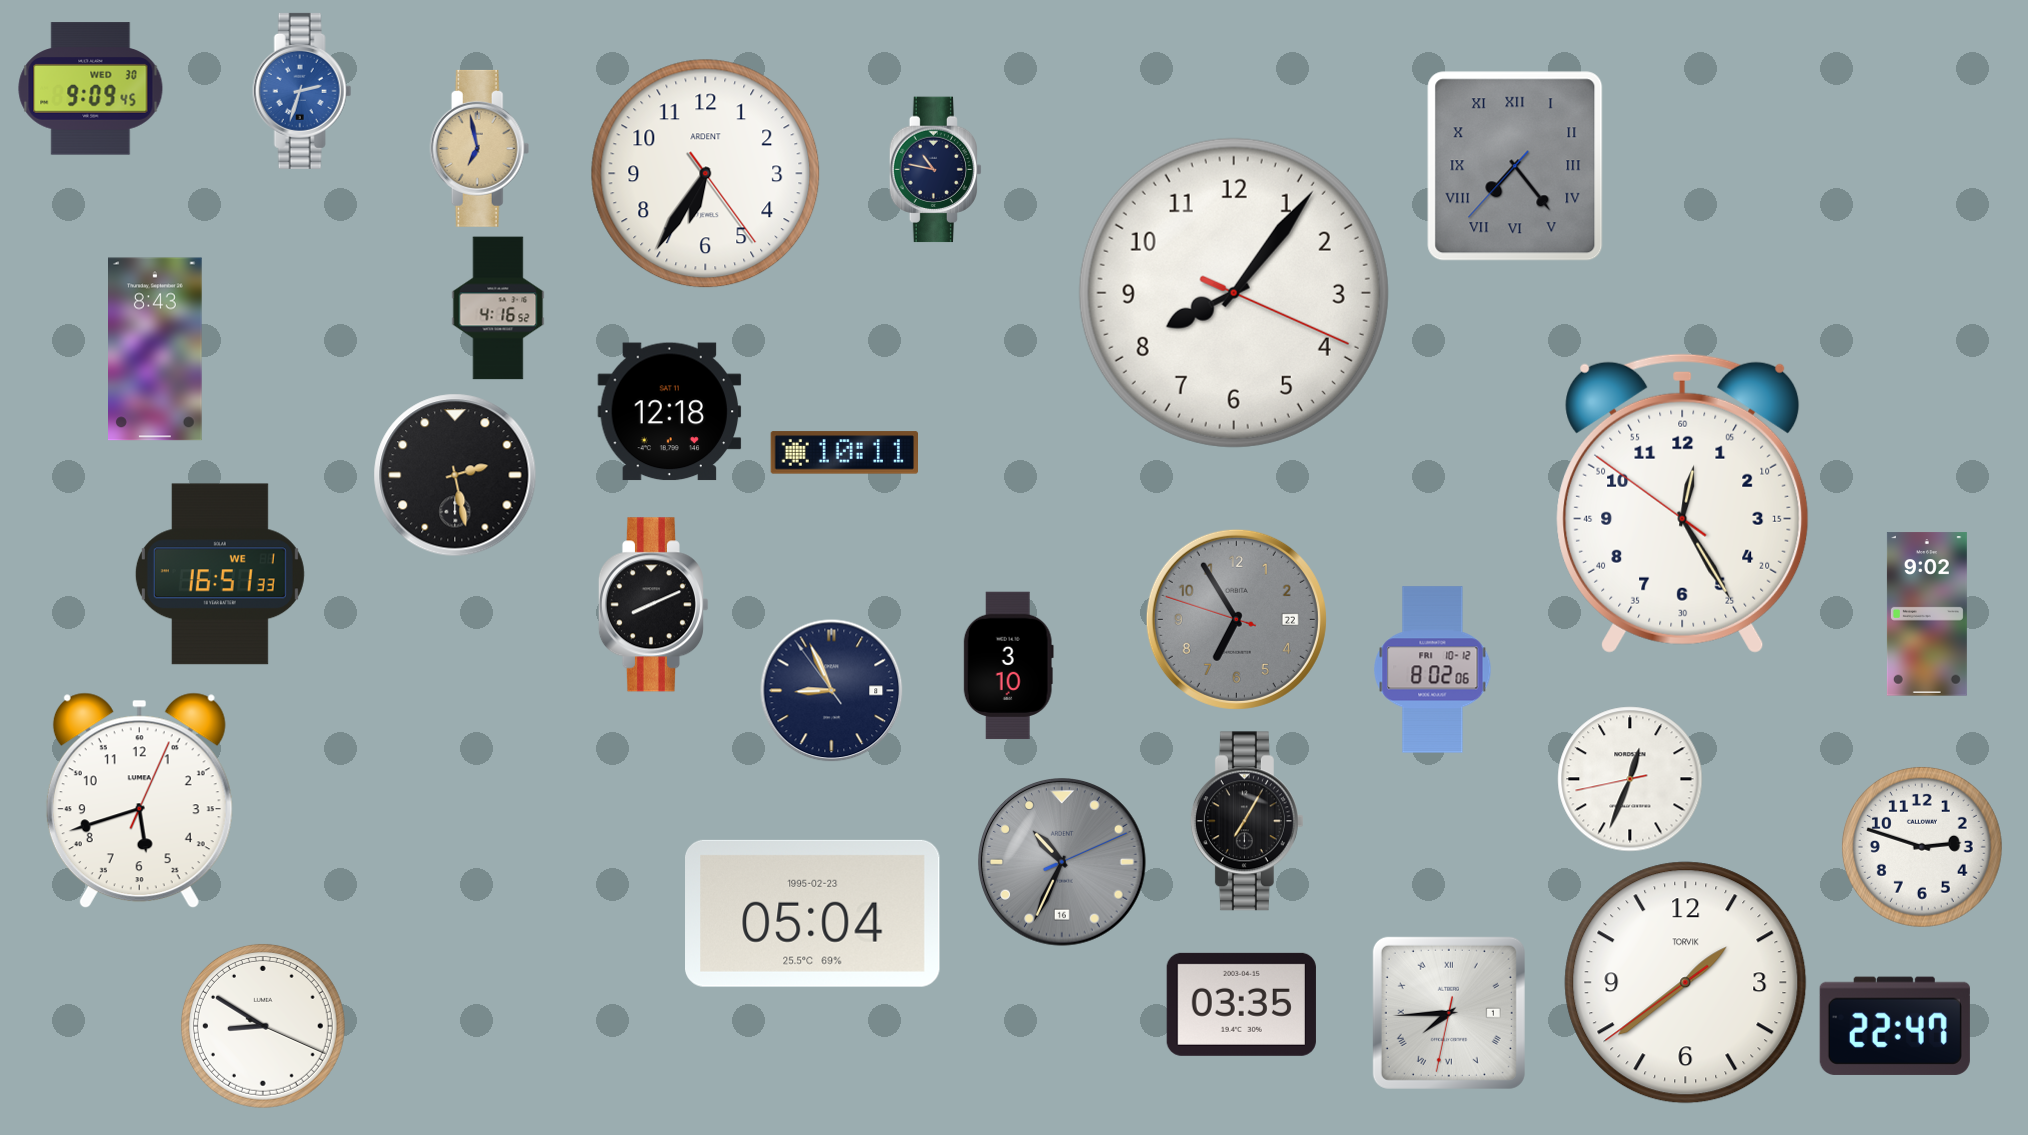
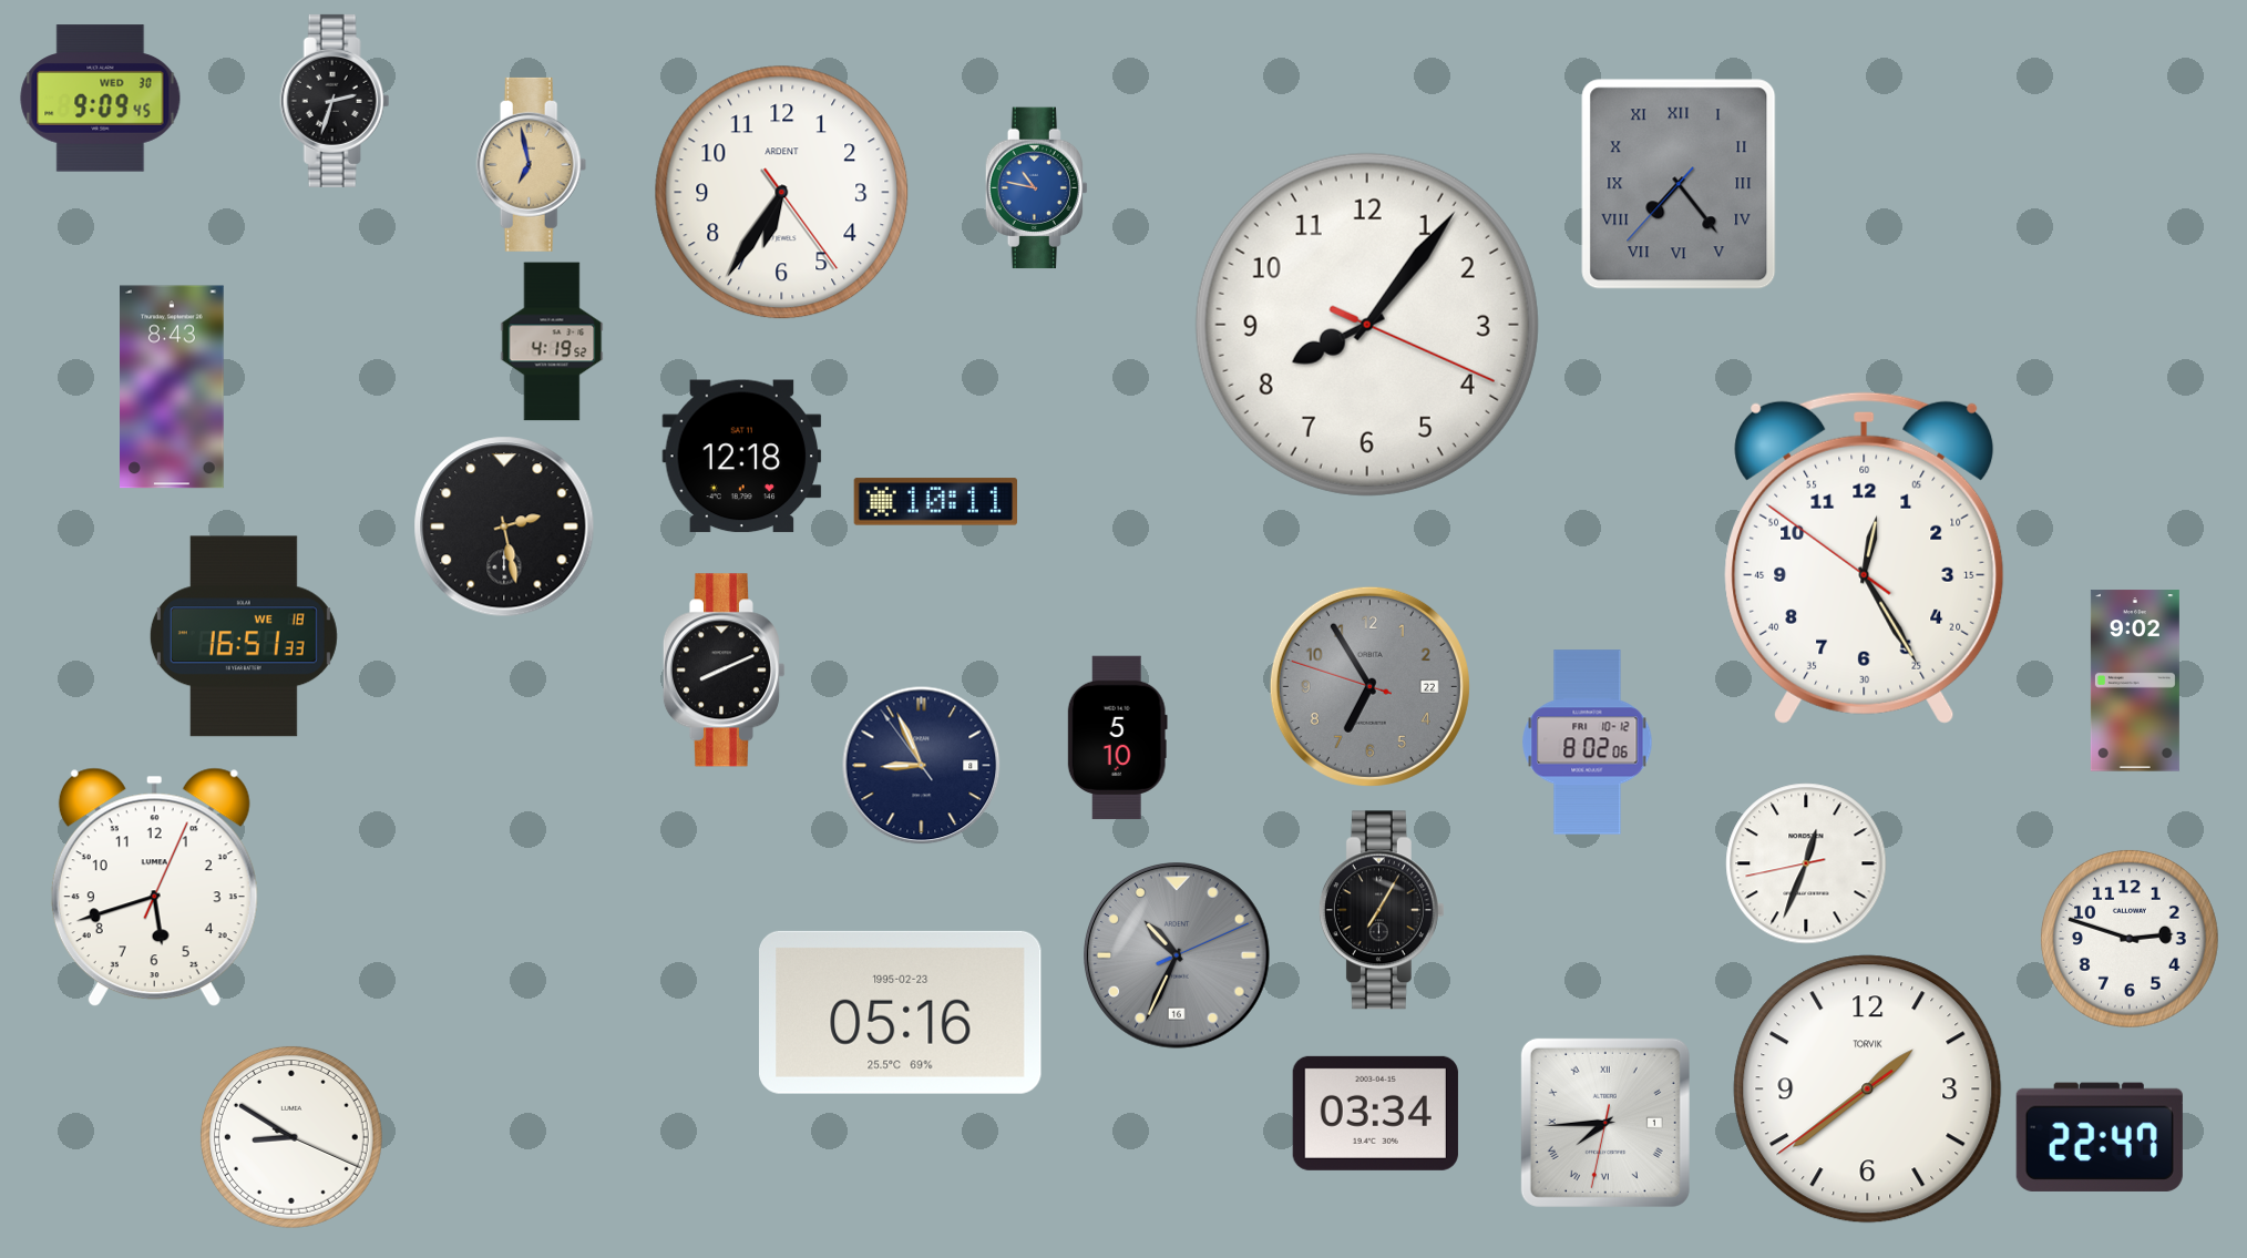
clock at (302, 91) dial: blue -> black
clock at (935, 170) dial: navy -> blue
clock at (498, 308): 4:16 -> 4:19
clock at (220, 574) date: WE 1 -> WE 18
clock at (1008, 666): 3:10 -> 5:10
clock at (813, 913): 05:04 -> 05:16
clock at (1241, 1004): 03:35 -> 03:34
